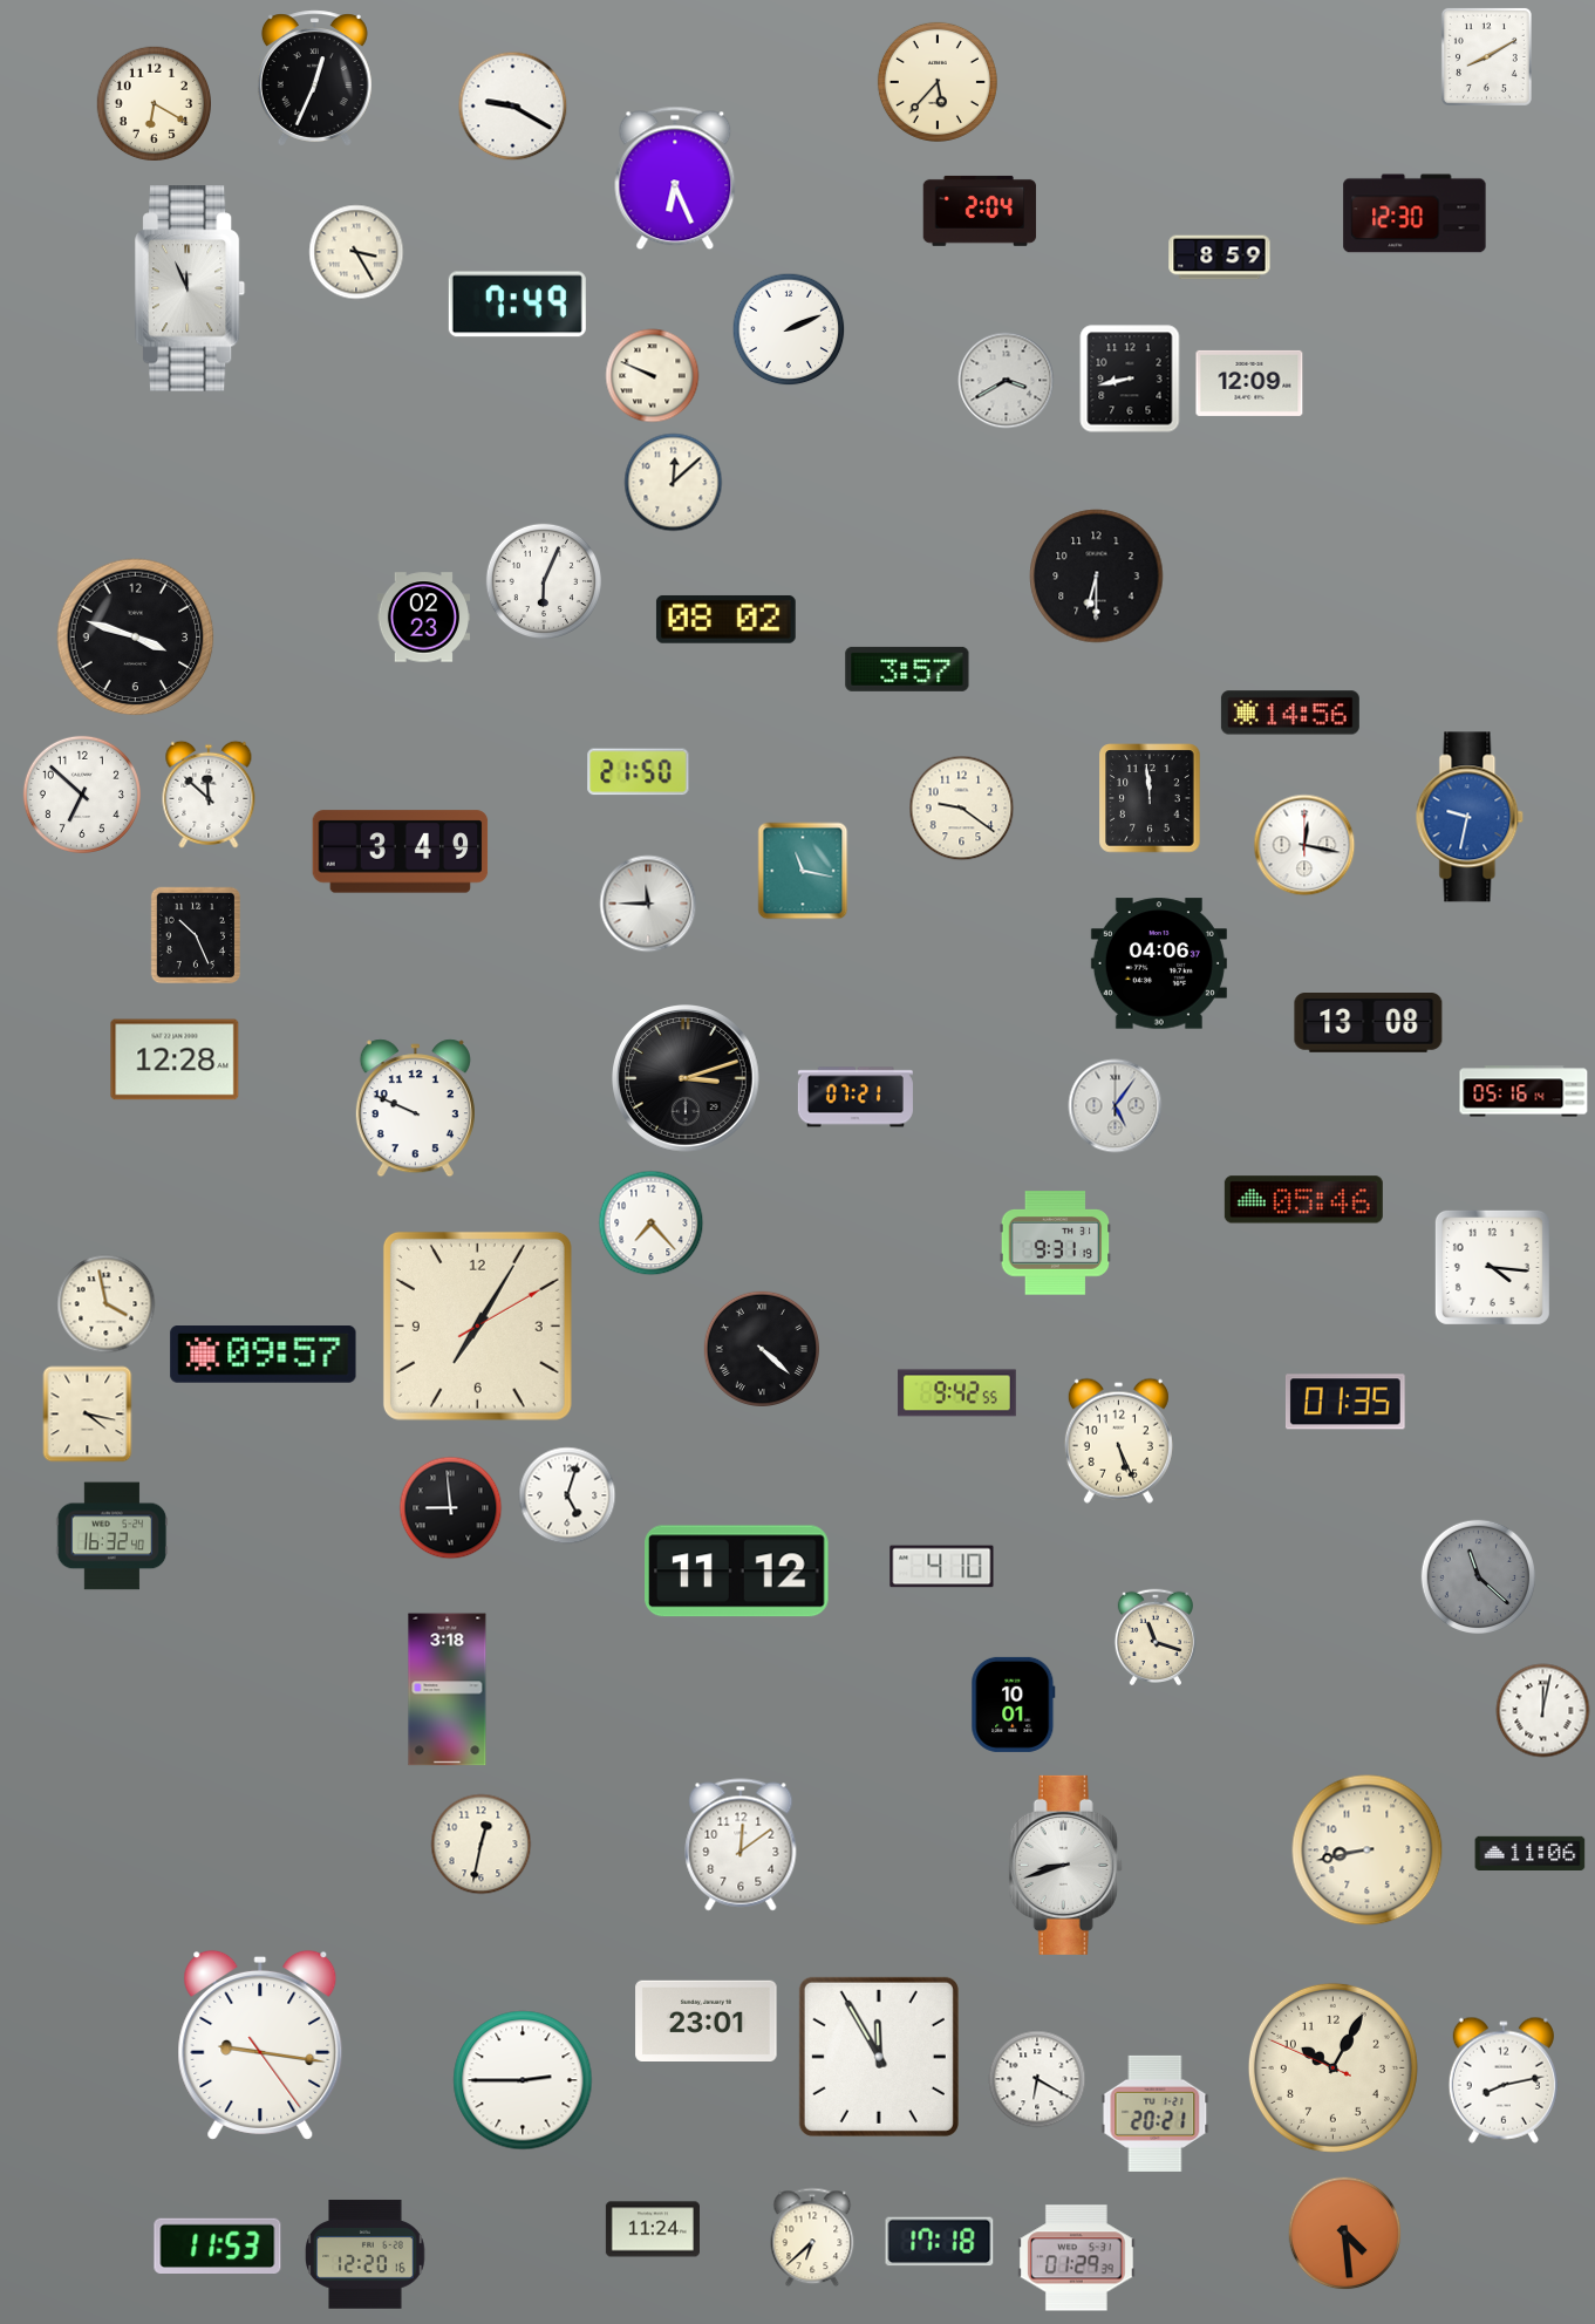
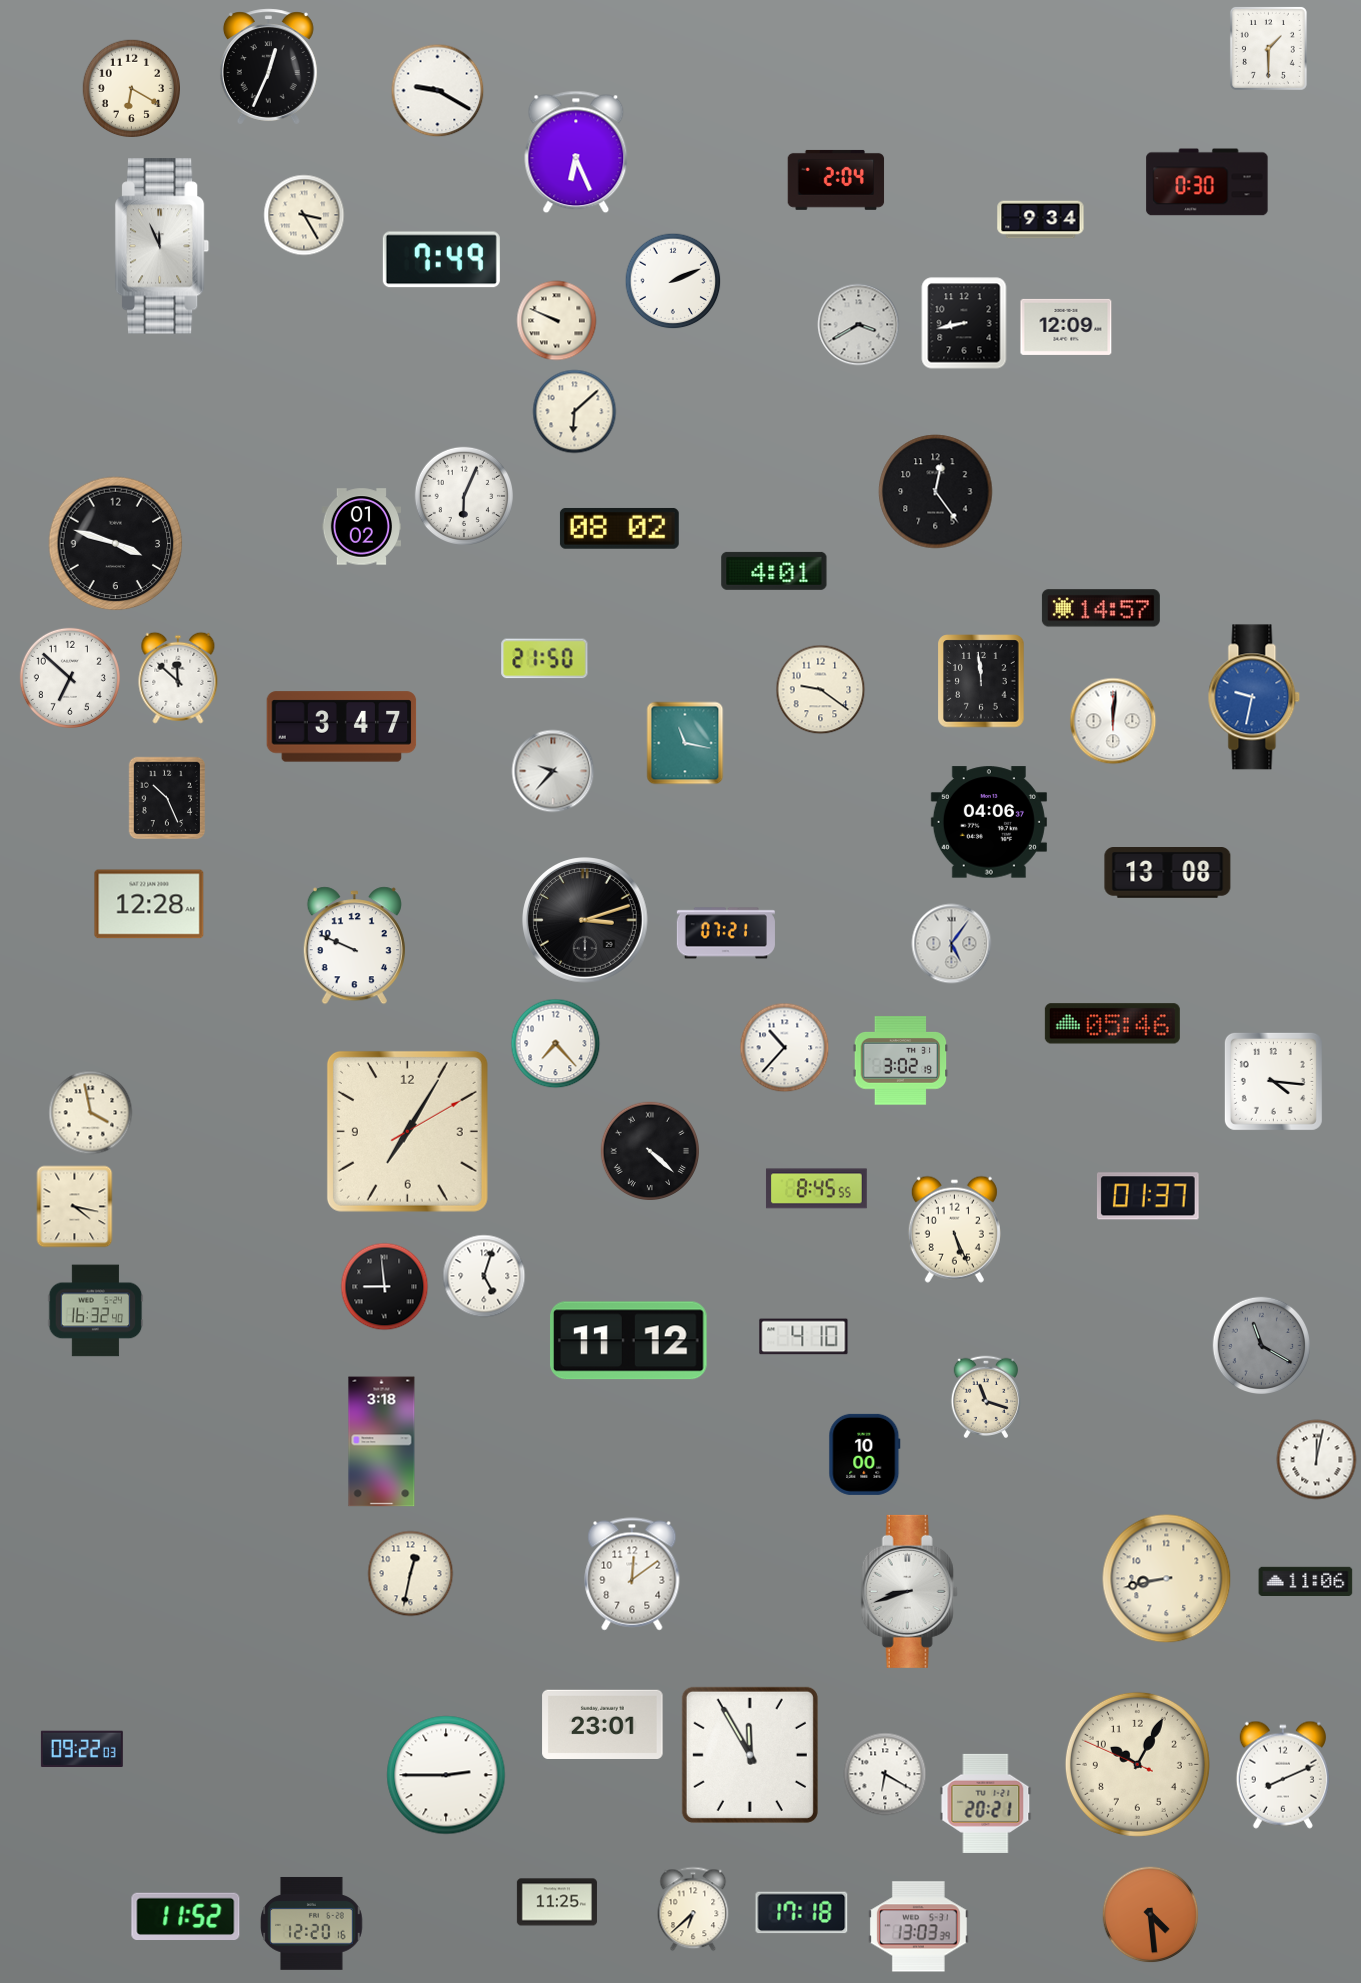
clock at (1486, 56): 8:10 -> 1:30
clock at (938, 82): 5:37 -> none
clock at (1415, 213): 12:30 -> 0:30
clock at (1220, 258): 8:59 -> 9:34
clock at (674, 483): 12:08 -> 6:08
clock at (1097, 577): 6:30 -> 12:24
clock at (424, 618): 02:23 -> 01:02
clock at (907, 669): 3:57 -> 4:01
clock at (1290, 713): 14:56 -> 14:57
clock at (1304, 845): 12:17 -> 12:01
clock at (401, 852): 3:49 -> 3:47
clock at (648, 904): 11:45 -> 9:37
clock at (1524, 1091): 05:16 -> none
clock at (856, 1097) position: (856, 1097) -> (726, 933)
clock at (785, 1048): none -> 10:37
clock at (1056, 1243): 9:31 -> 3:02
clock at (264, 1355): 09:57 -> none
clock at (956, 1393): 9:42 -> 8:45
clock at (1345, 1402): 01:35 -> 01:37
clock at (1479, 1577): 11:22 -> 11:20
clock at (1014, 1704): 10:01 -> 10:00
clock at (260, 2045): 9:16 -> none
clock at (82, 1748): none -> 09:22
clock at (1504, 2080): 8:13 -> 8:11
clock at (653, 2229): 11:24 -> 11:25
clock at (1345, 2234) position: (1345, 2234) -> (1151, 1915)
clock at (218, 2245): 11:53 -> 11:52
clock at (1076, 2258): 01:29 -> 13:03
